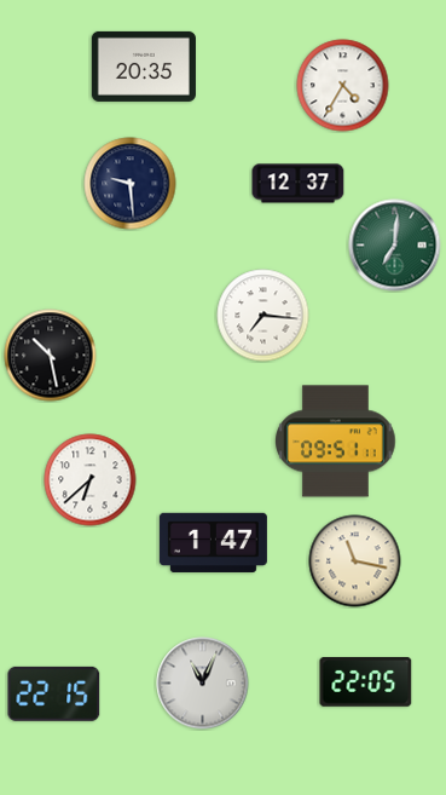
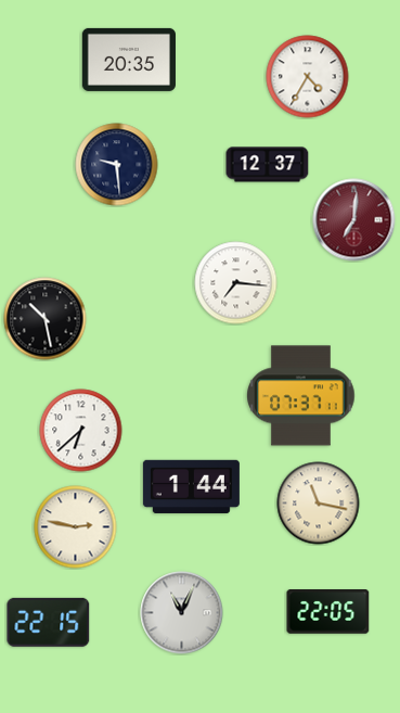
clock at (395, 246) dial: green -> burgundy
clock at (336, 442): 09:51 -> 07:37
clock at (213, 542): 1:47 -> 1:44
clock at (76, 527): none -> 2:47
